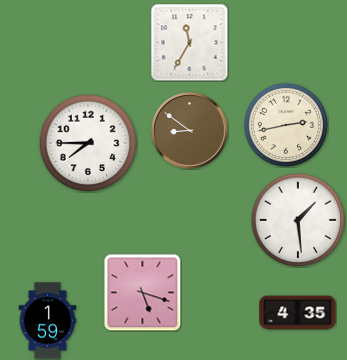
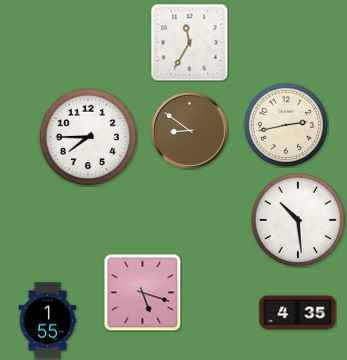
clock at (88, 143) position: (88, 143) -> (88, 137)
clock at (298, 220): 1:29 -> 10:29
clock at (48, 321): 1:59 -> 1:55
